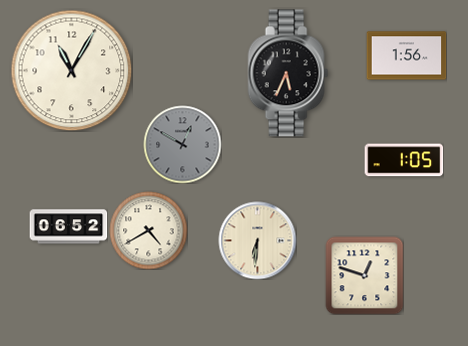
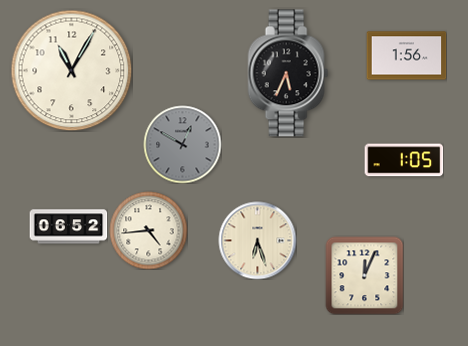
clock at (148, 230): 4:40 -> 4:44
clock at (257, 240): 6:31 -> 6:27
clock at (364, 275): 12:48 -> 12:04
